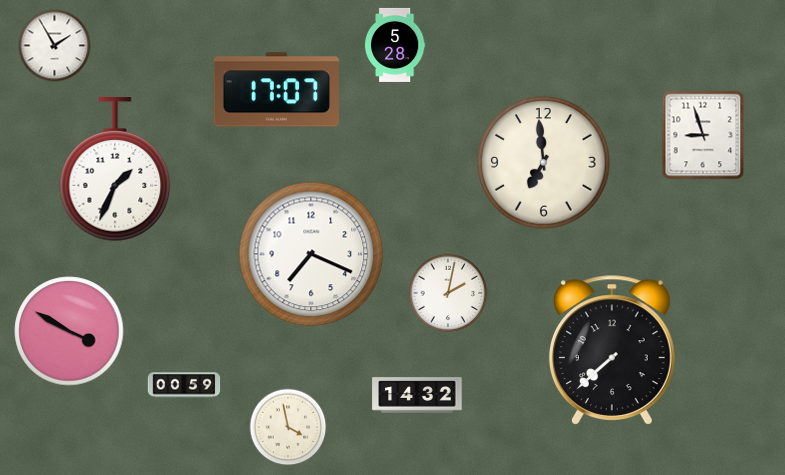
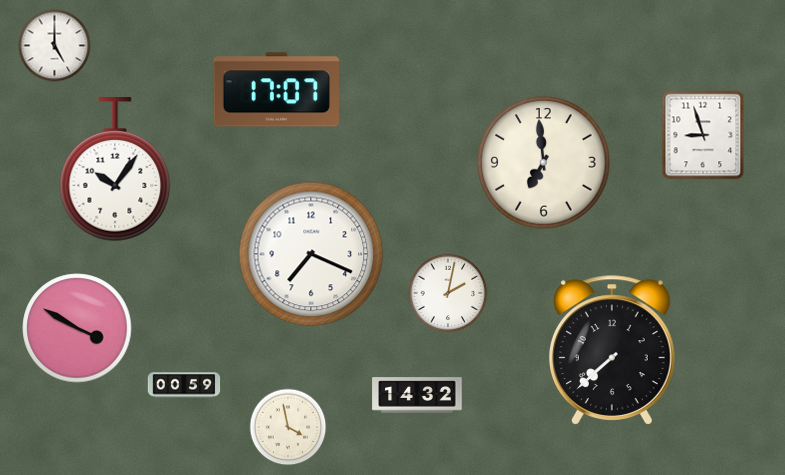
clock at (395, 45): 5:28 -> none
clock at (55, 46): 1:55 -> 5:00
clock at (115, 170): 1:34 -> 10:06
clock at (69, 331) position: (69, 331) -> (77, 328)
